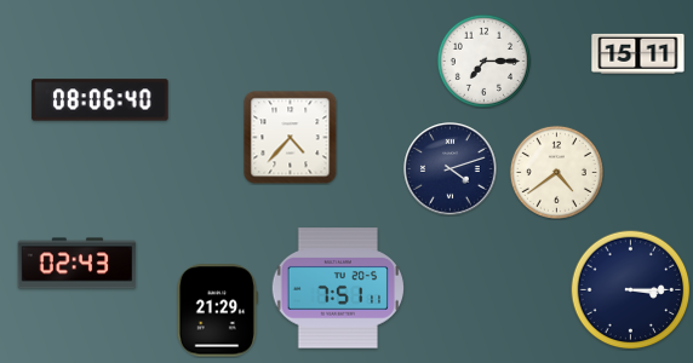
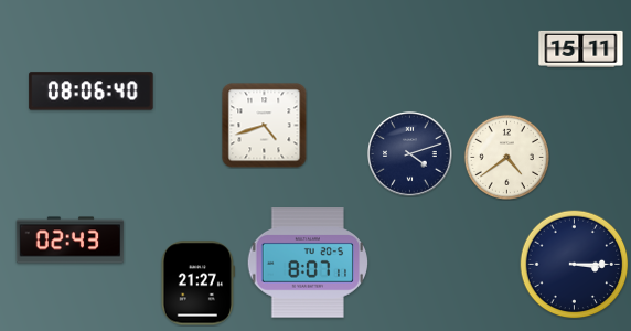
clock at (483, 60): 7:15 -> none
clock at (290, 137): 4:37 -> 4:42
clock at (338, 288): 7:51 -> 8:07
clock at (217, 311): 21:29 -> 21:27
